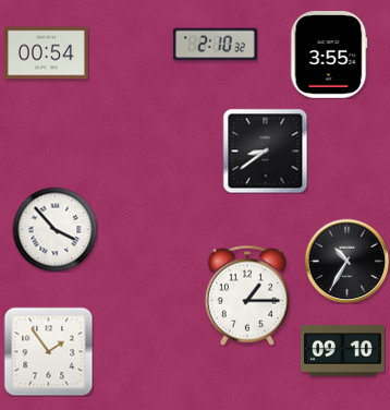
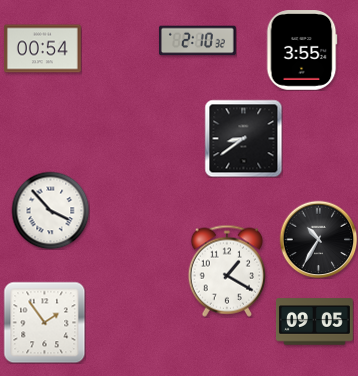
clock at (247, 296): 1:15 -> 1:20
clock at (342, 351): 09:10 -> 09:05
